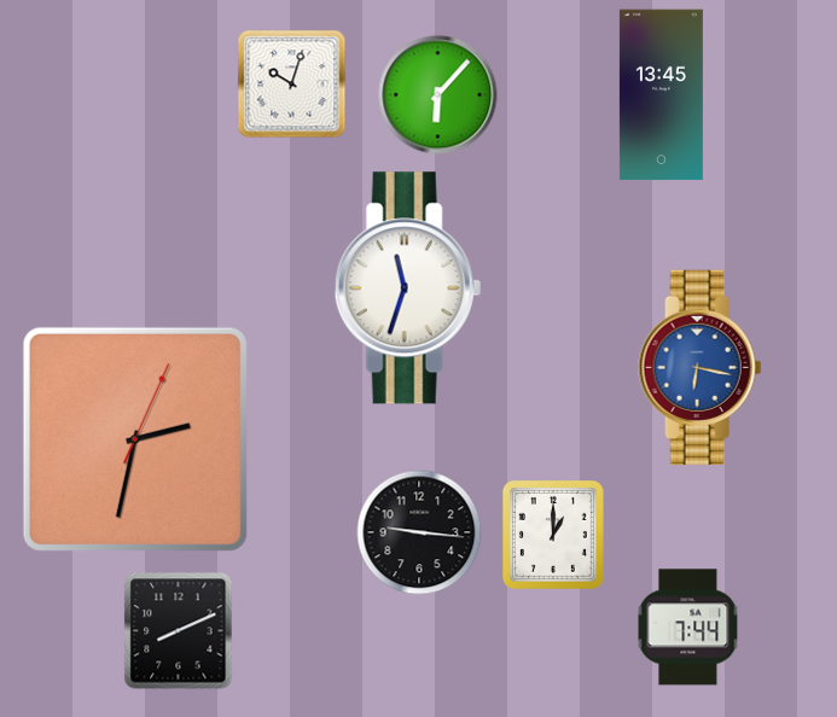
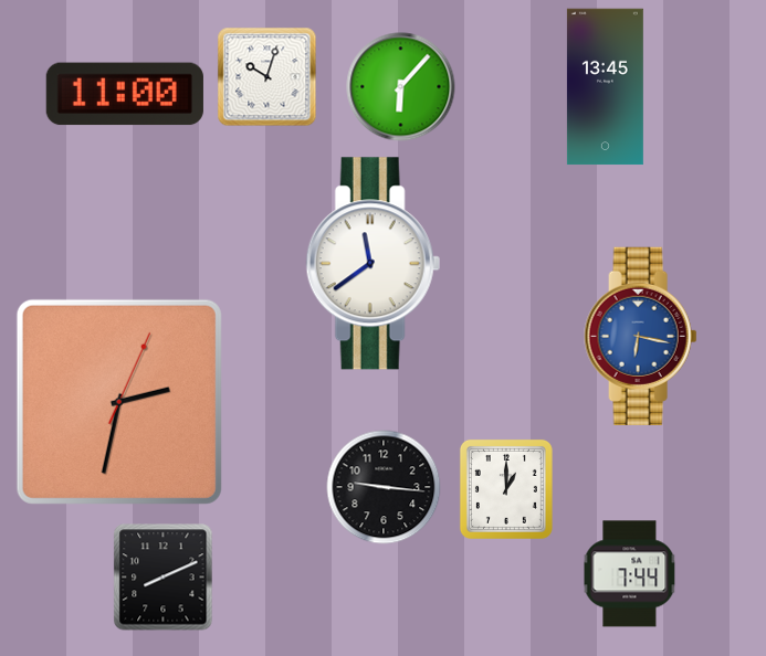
clock at (125, 94): none -> 11:00
clock at (407, 288): 11:33 -> 11:39
clock at (135, 439) position: (135, 439) -> (119, 402)
